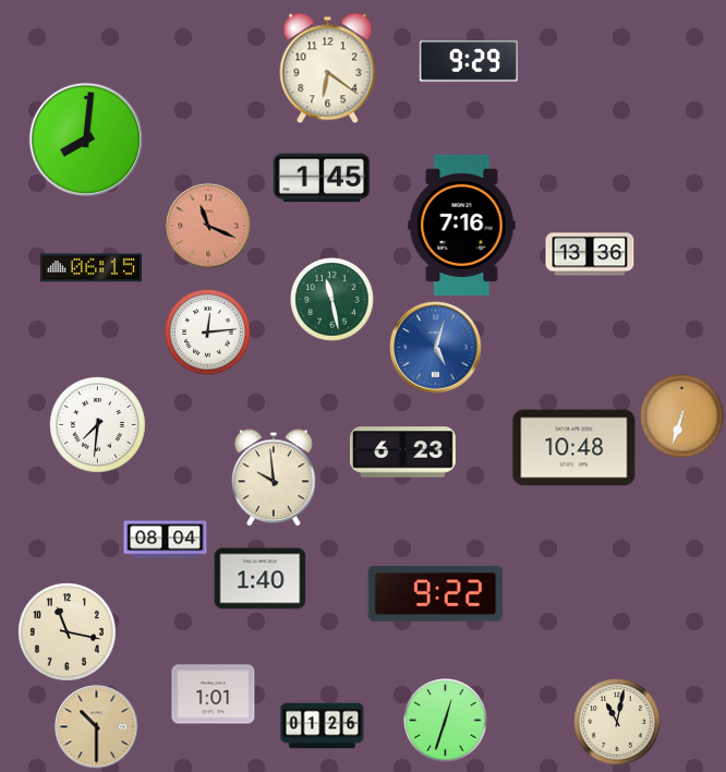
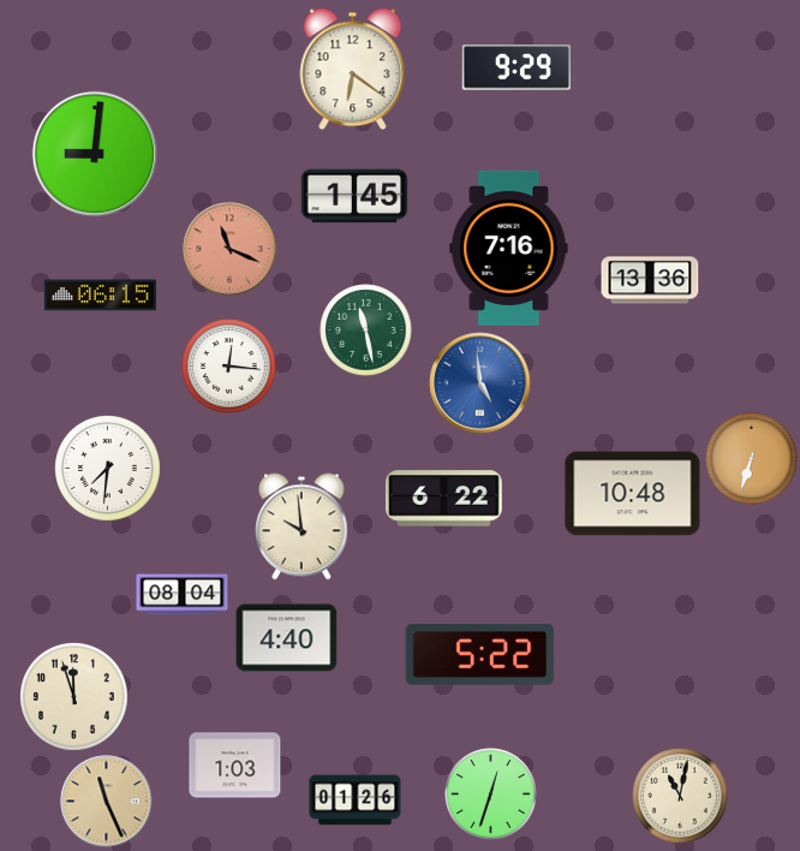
clock at (328, 69) position: (328, 69) -> (353, 70)
clock at (85, 138): 8:01 -> 9:01
clock at (208, 333): 12:14 -> 12:16
clock at (436, 348): 5:03 -> 4:59
clock at (402, 453): 6:23 -> 6:22
clock at (261, 579): 1:40 -> 4:40
clock at (436, 593): 9:22 -> 5:22
clock at (68, 632): 11:17 -> 11:57
clock at (214, 695): 1:01 -> 1:03
clock at (97, 727): 10:30 -> 11:26
